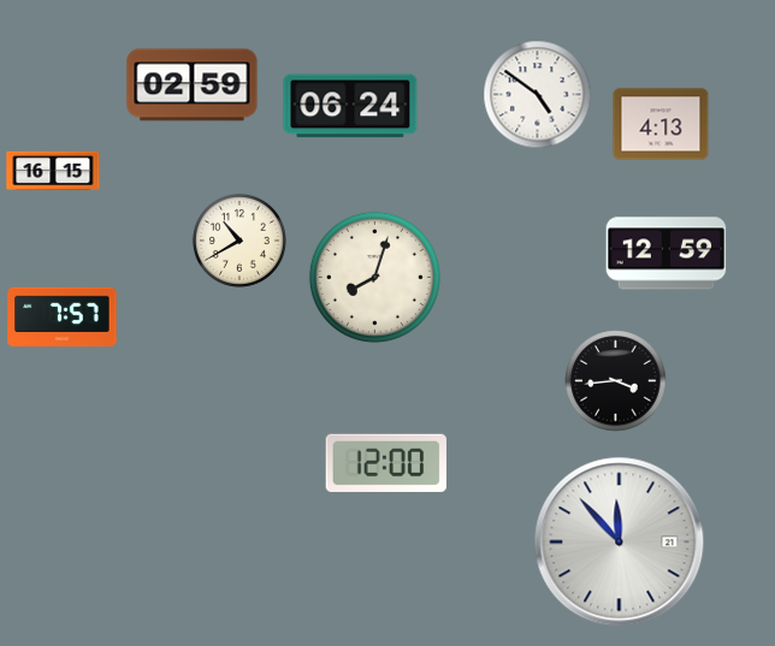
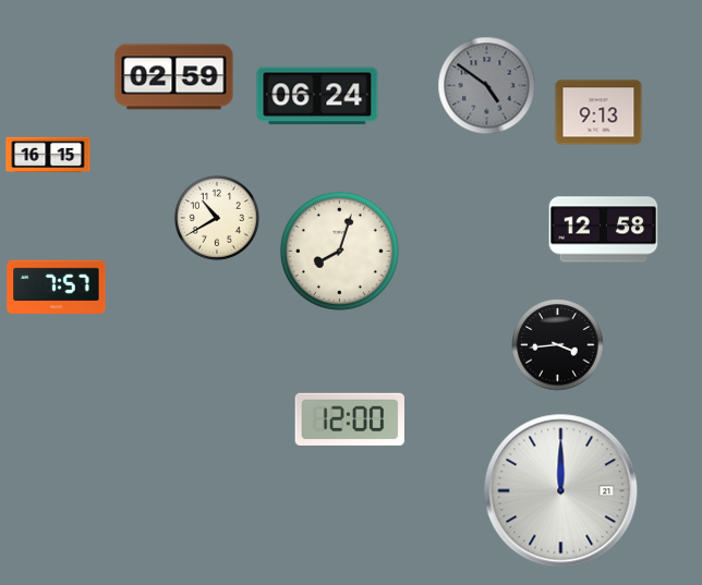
clock at (538, 95) dial: white -> grey
clock at (661, 124): 4:13 -> 9:13
clock at (667, 254): 12:59 -> 12:58
clock at (620, 543): 11:53 -> 12:00
